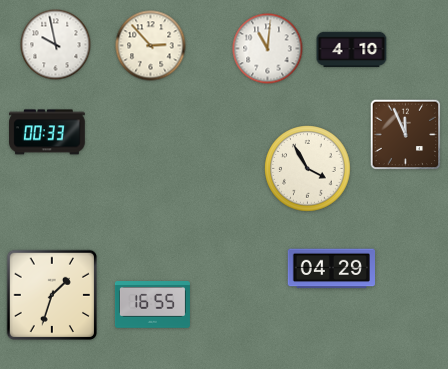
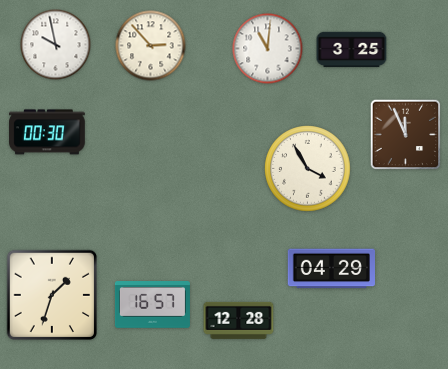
clock at (352, 50): 4:10 -> 3:25
clock at (48, 132): 00:33 -> 00:30
clock at (152, 305): 16:55 -> 16:57
clock at (239, 320): none -> 12:28
